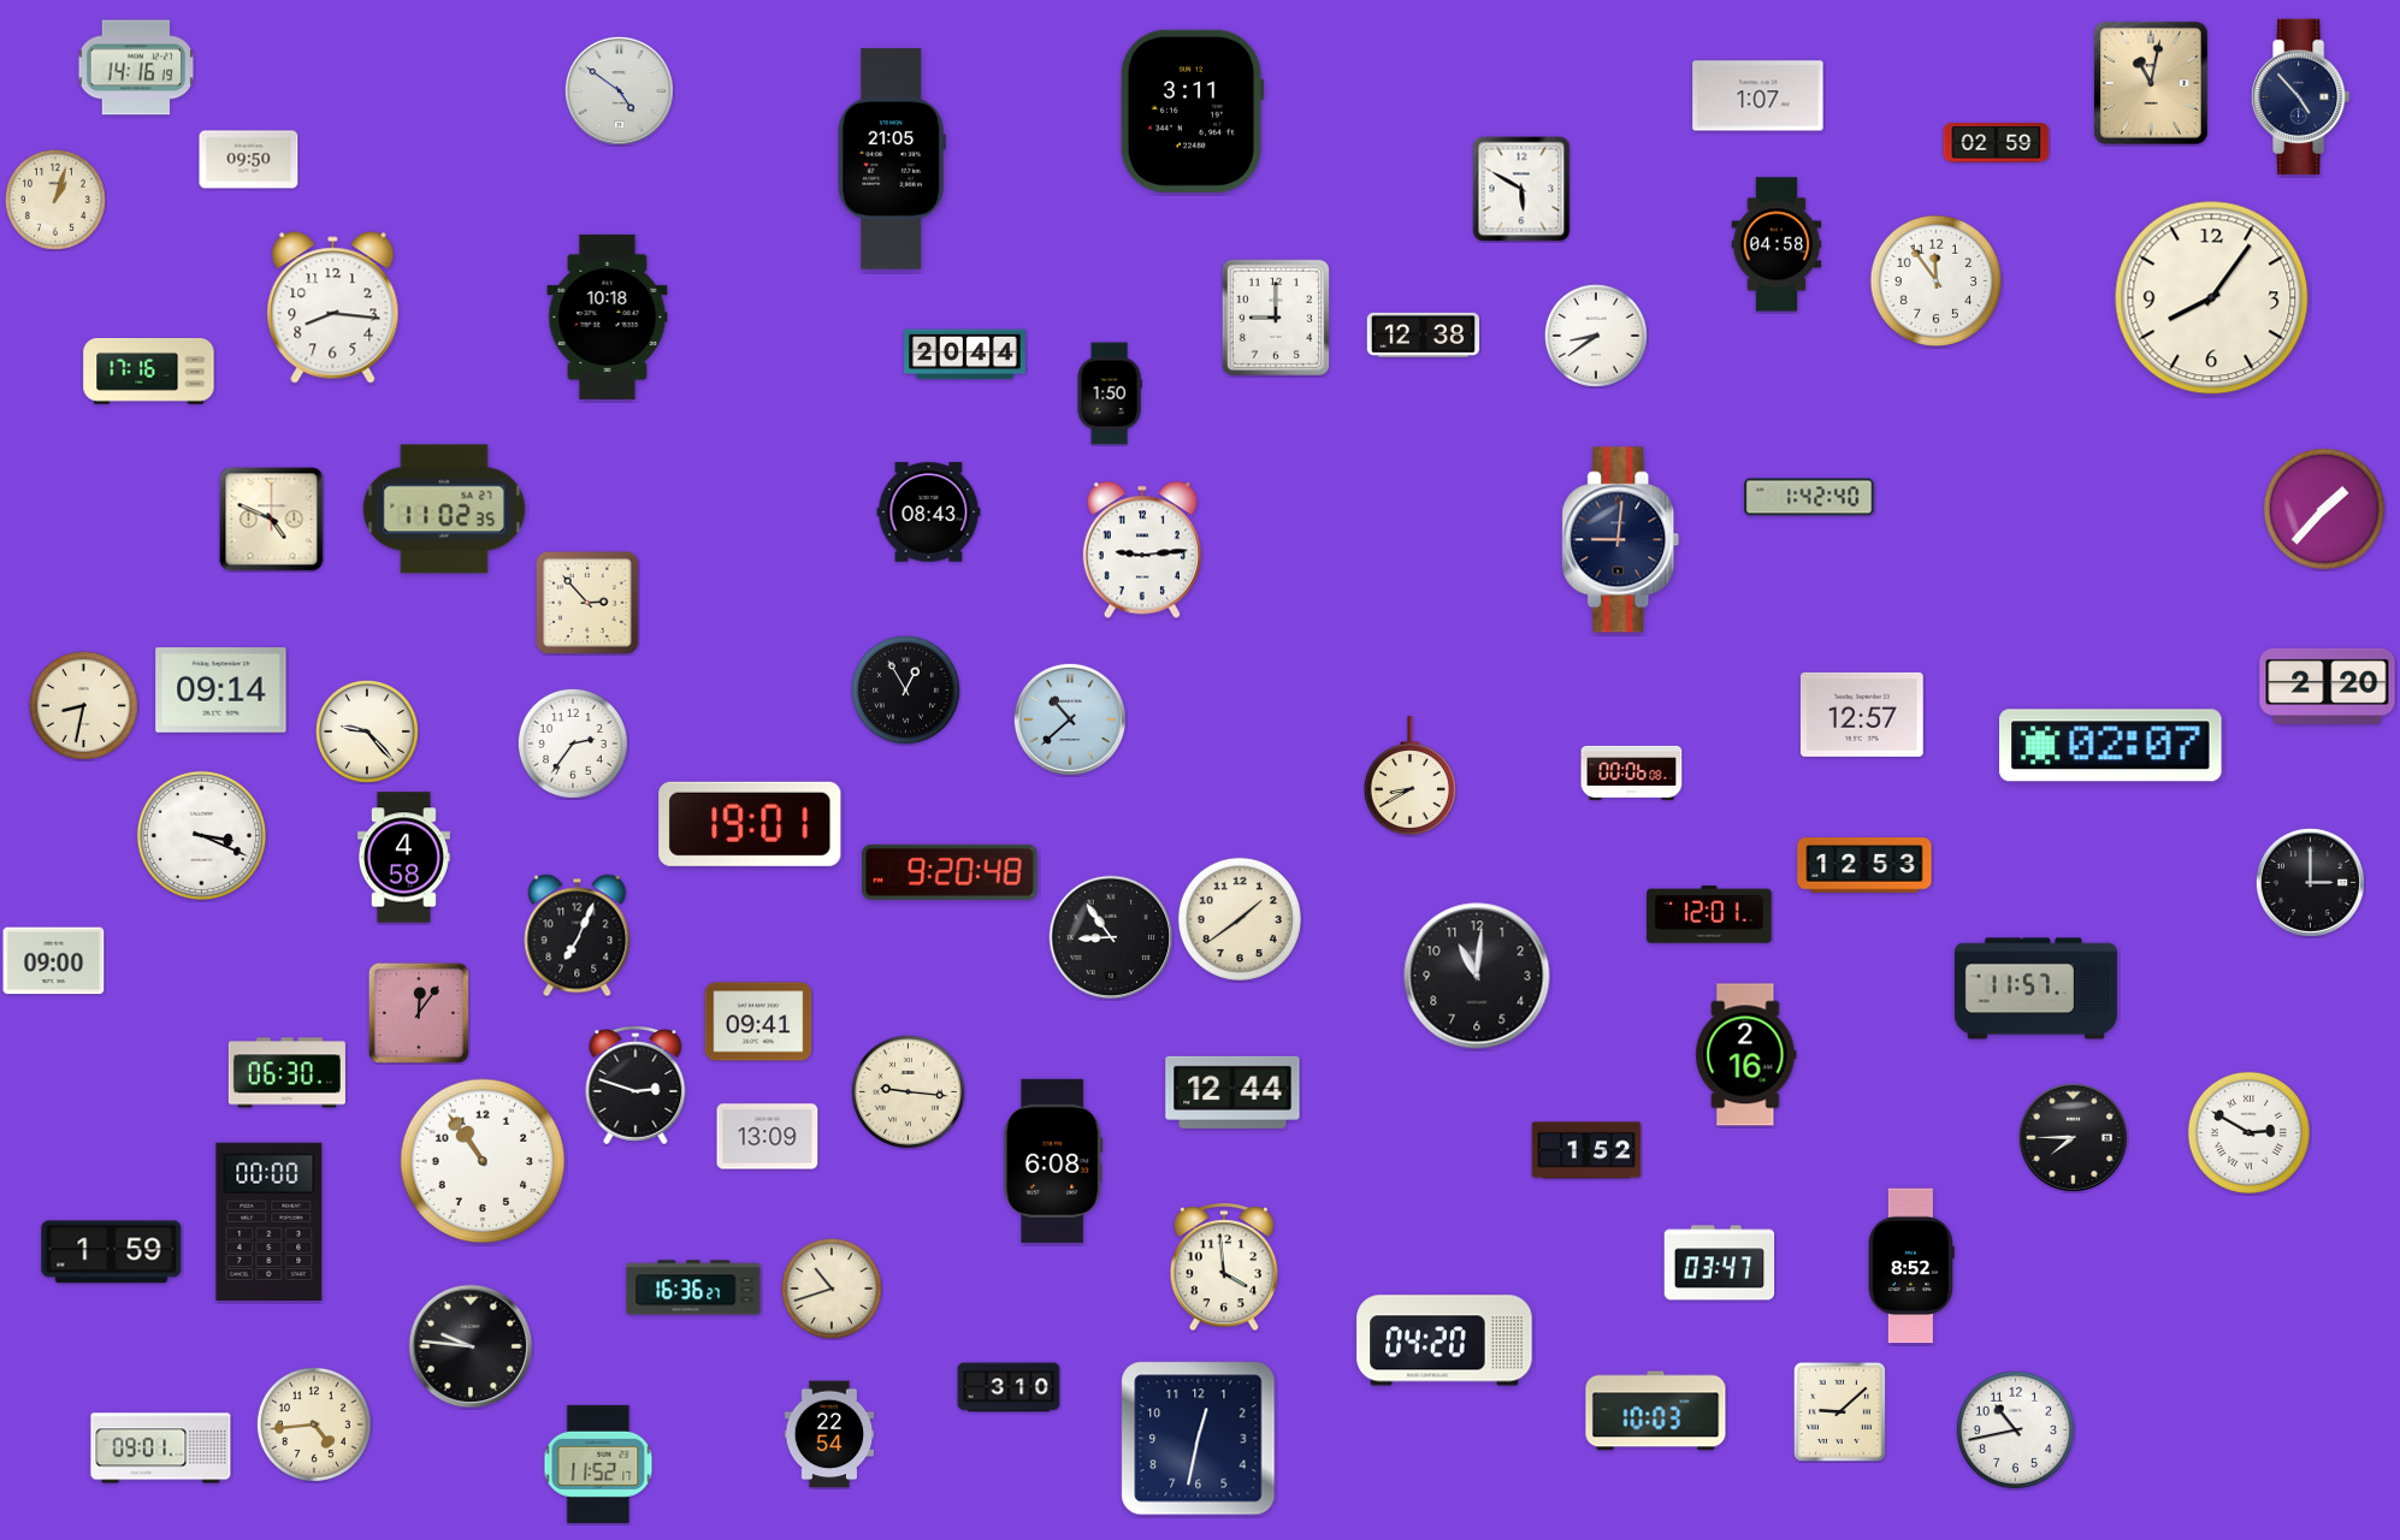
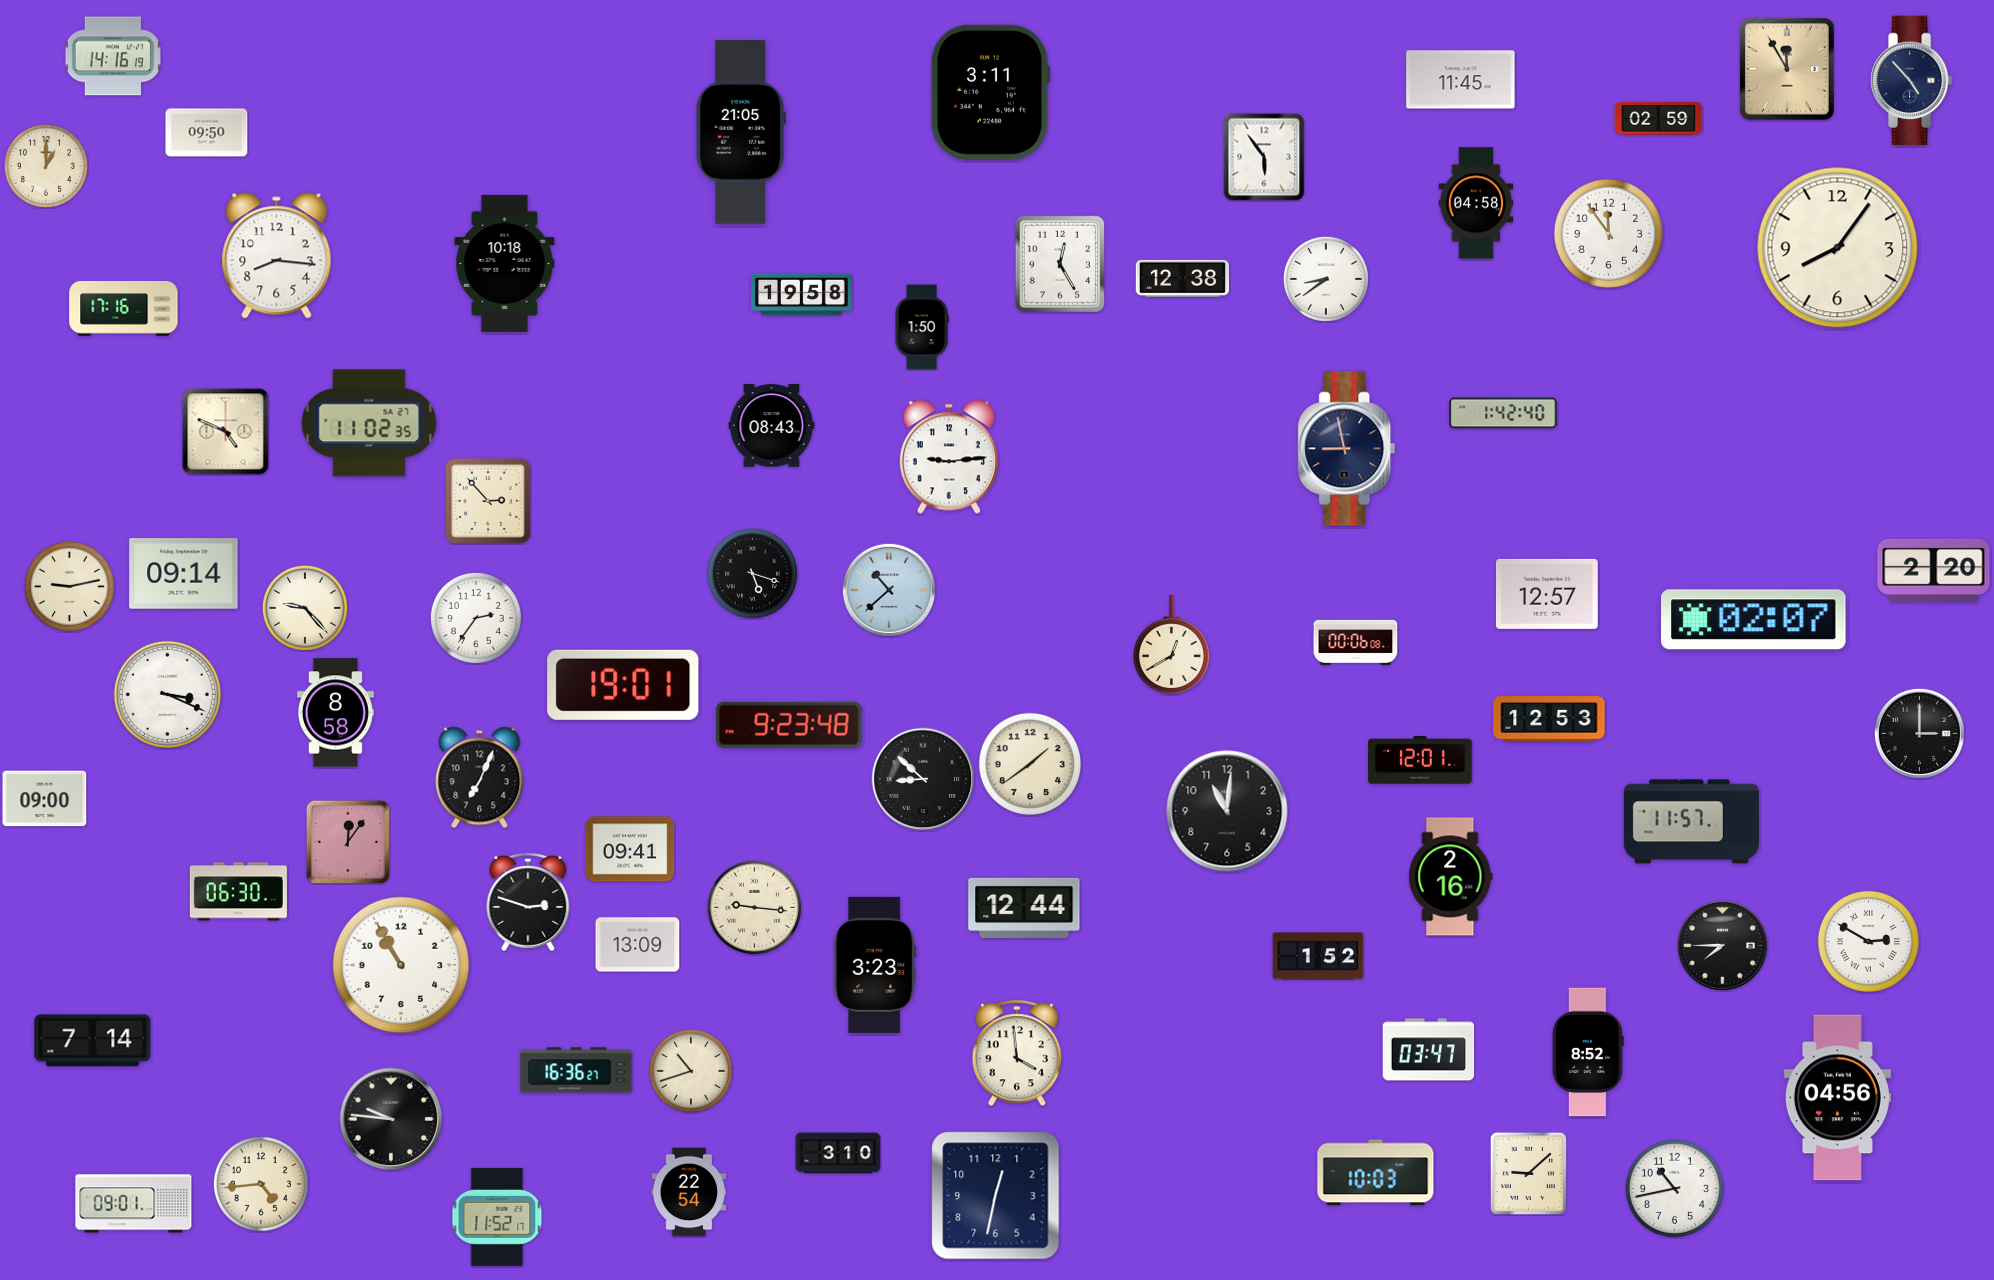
clock at (2151, 83): 11:02 -> 11:55
clock at (619, 90): 4:51 -> none
clock at (1758, 96): 1:07 -> 11:45
clock at (1521, 189): 5:50 -> 5:54
clock at (55, 200): 1:03 -> 1:00
clock at (1276, 316): 9:00 -> 12:25
clock at (965, 355): 20:44 -> 19:58
clock at (2324, 509): 1:37 -> none
clock at (1621, 540): 9:01 -> 8:58
clock at (905, 689): 12:55 -> 5:18
clock at (83, 705): 8:32 -> 9:13
clock at (1070, 719) position: (1070, 719) -> (889, 590)
clock at (1409, 776): 8:40 -> 12:40
clock at (403, 858): 4:58 -> 8:58
clock at (950, 872): 9:20 -> 9:23
clock at (1111, 937): 8:54 -> 8:52
clock at (483, 1161): 10:54 -> 10:55
clock at (1053, 1161): 6:08 -> 3:23
clock at (270, 1221): 00:00 -> none
clock at (112, 1252): 1:59 -> 7:14
clock at (1837, 1098): none -> 04:56
clock at (1444, 1340): 04:20 -> none
